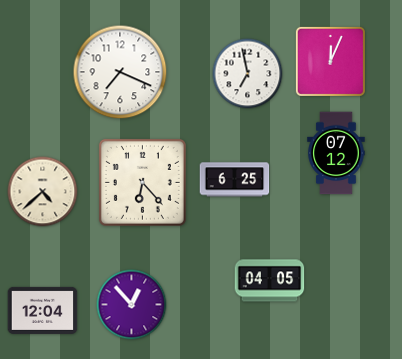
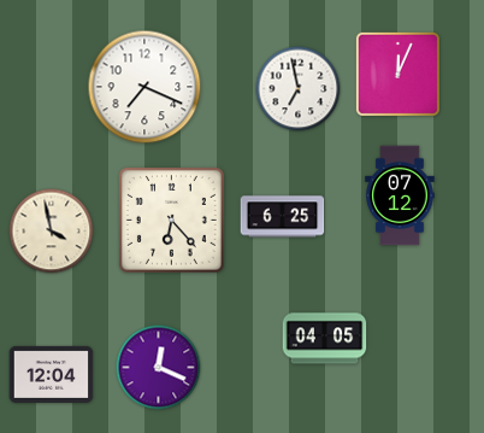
clock at (336, 153) position: (336, 153) -> (400, 195)
clock at (43, 192): 4:38 -> 3:58
clock at (132, 305): 12:53 -> 12:19
